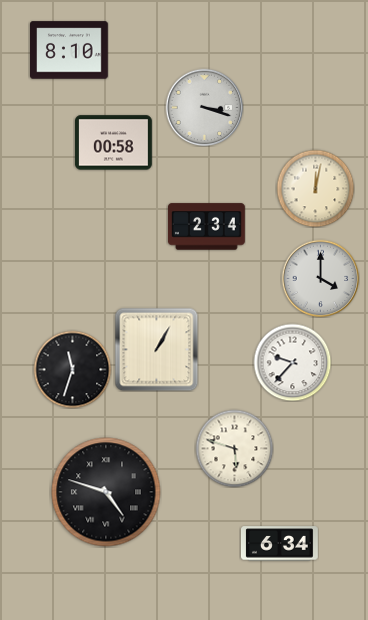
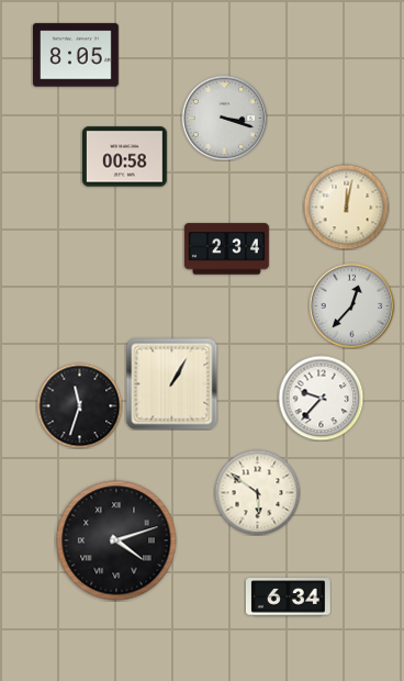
clock at (70, 50): 8:10 -> 8:05
clock at (320, 278): 4:00 -> 12:37
clock at (234, 448): 5:48 -> 5:51
clock at (106, 492): 4:48 -> 4:12
clock at (280, 544) position: (280, 544) -> (289, 598)
